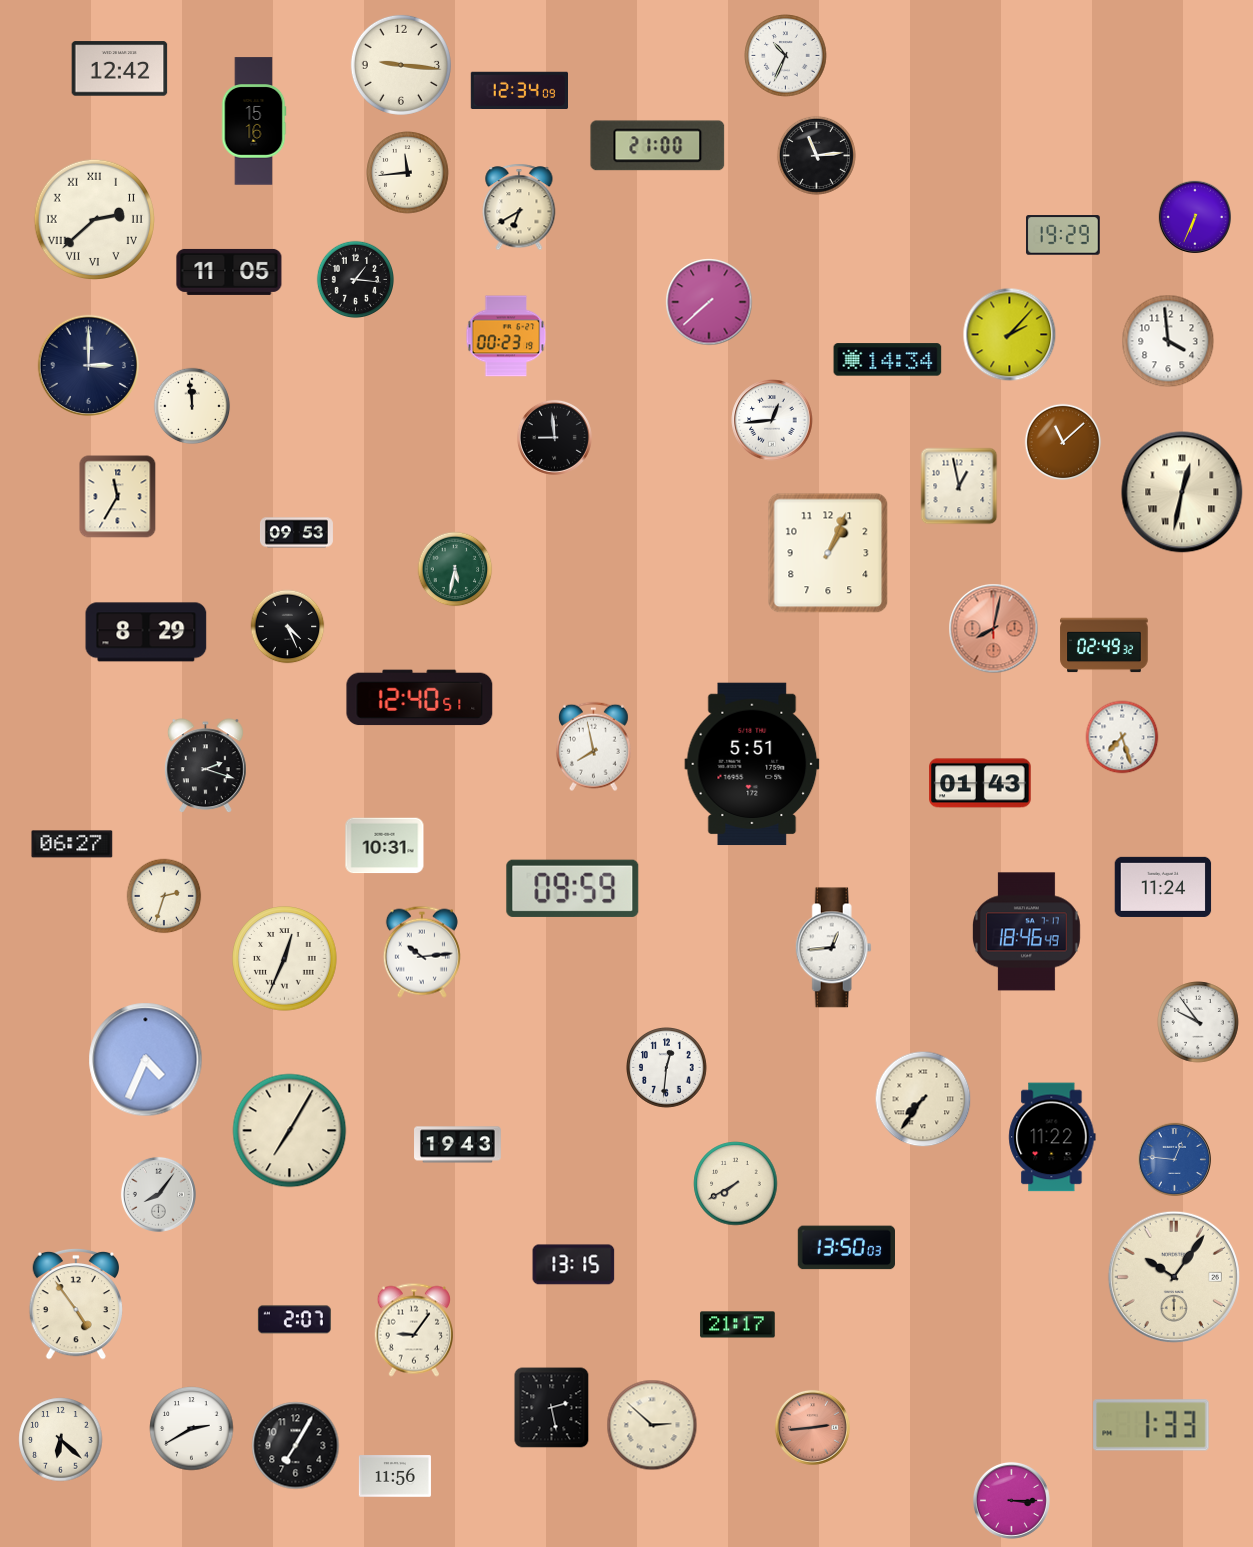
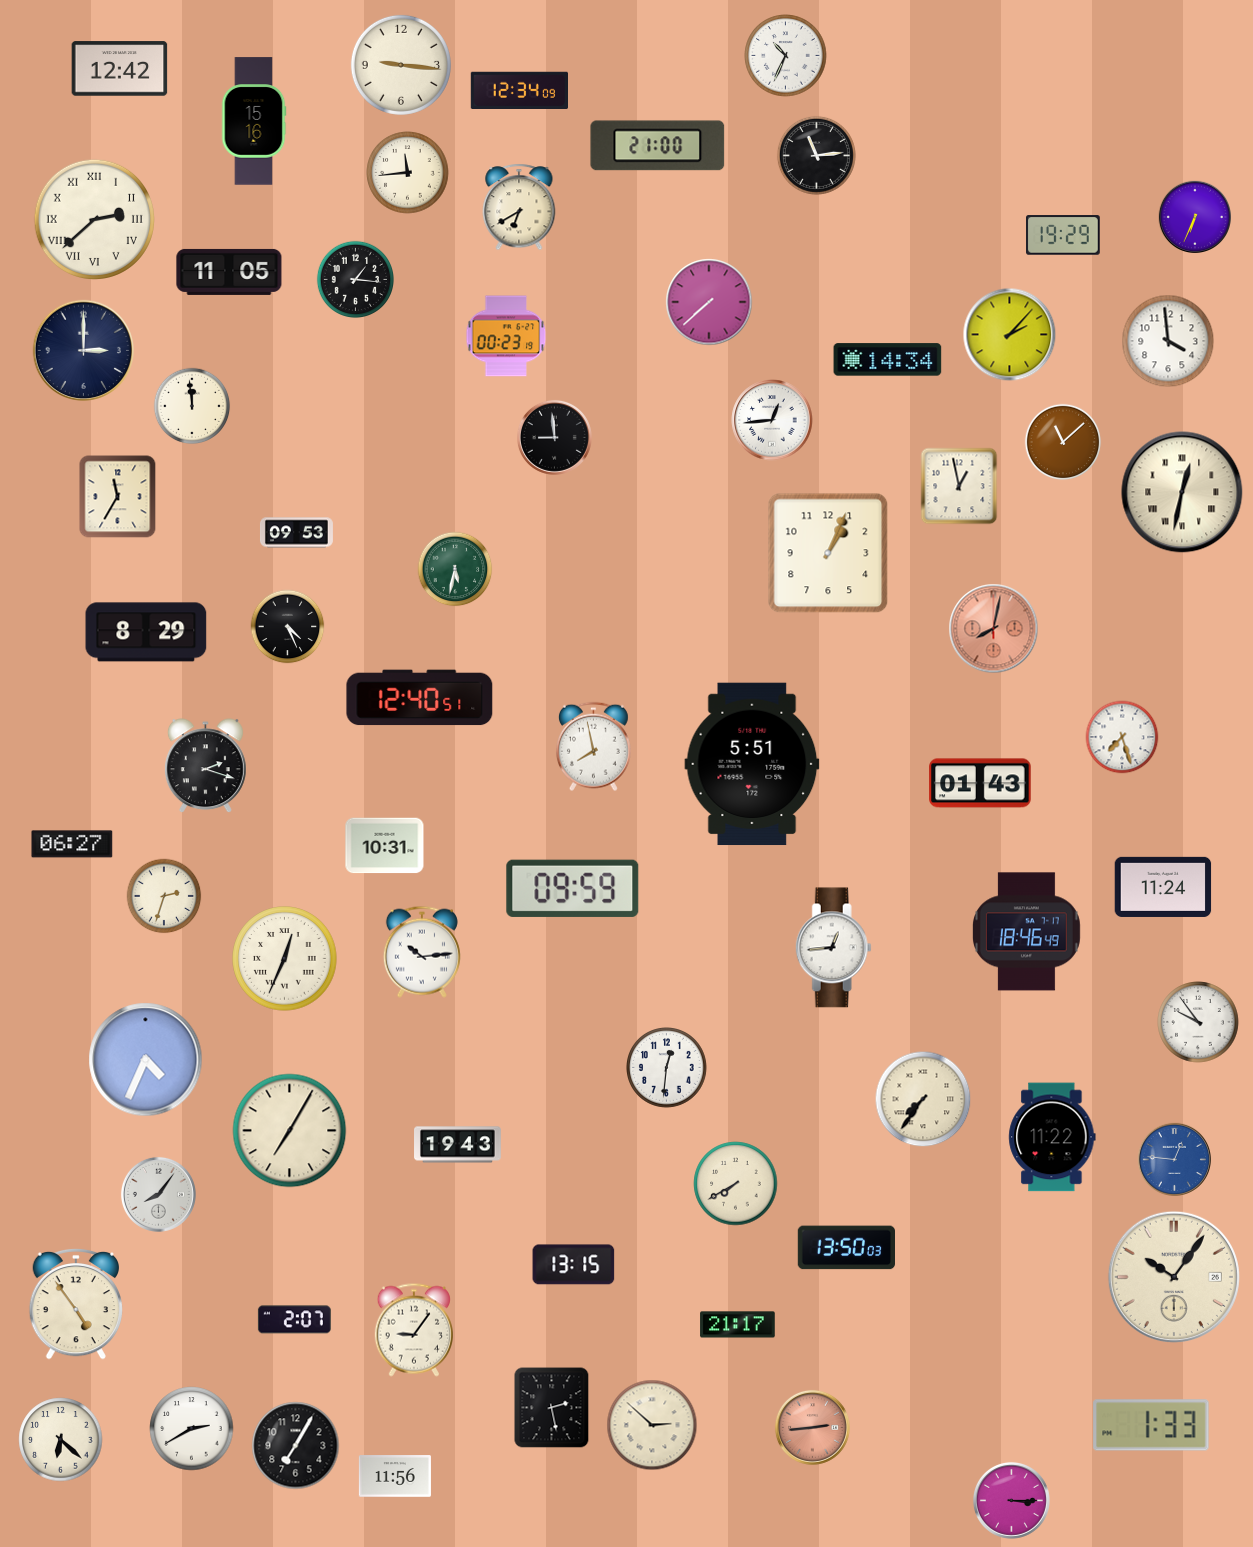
clock at (88, 365) position: (88, 365) -> (83, 350)
clock at (1104, 645): 02:49 -> none
